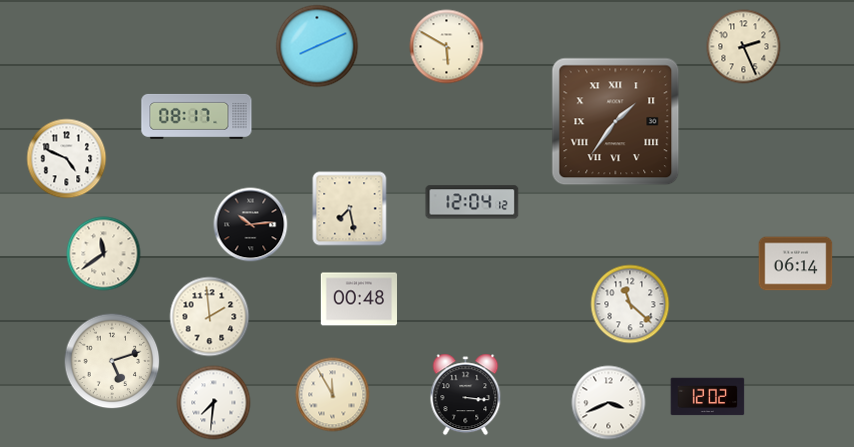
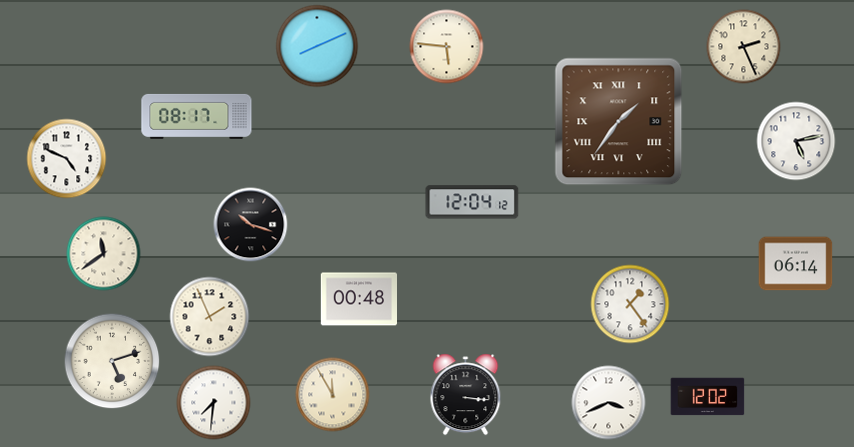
clock at (447, 47): 5:50 -> 5:46
clock at (616, 122) position: (616, 122) -> (619, 122)
clock at (796, 141): none -> 5:13
clock at (350, 209): 7:28 -> none
clock at (251, 225): 10:14 -> 10:18
clock at (630, 304): 11:22 -> 1:24
clock at (210, 317): 1:59 -> 1:56
